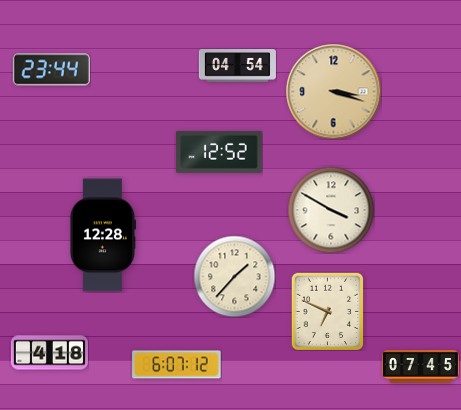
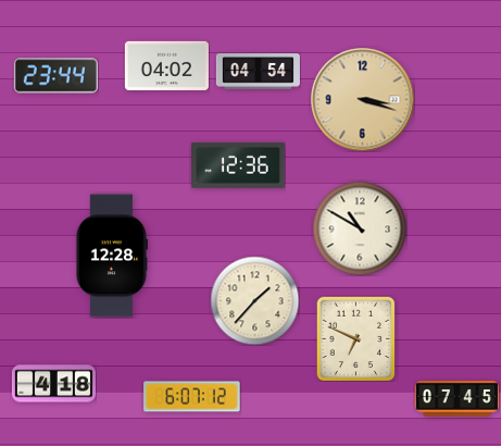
clock at (166, 65): none -> 04:02
clock at (219, 152): 12:52 -> 12:36
clock at (331, 210): 3:50 -> 10:50
